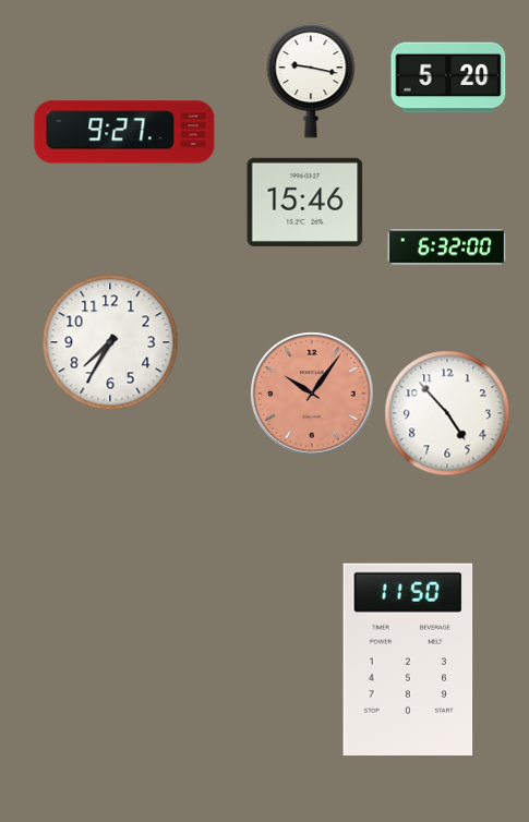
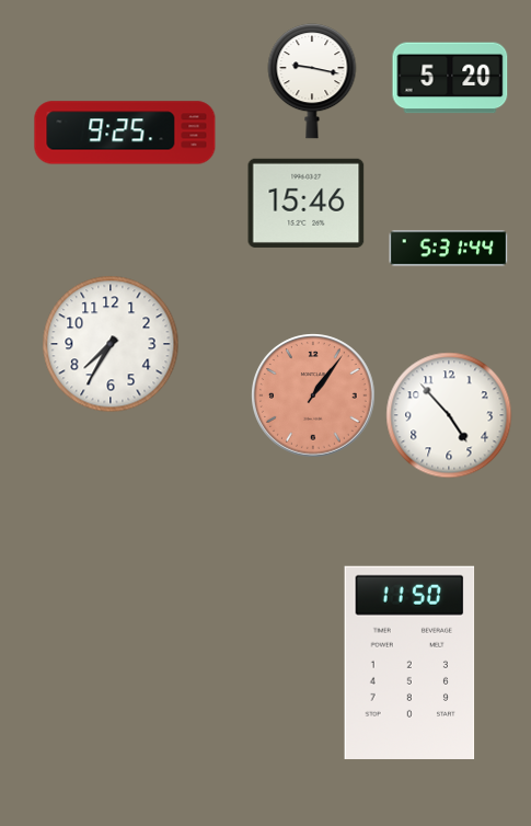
clock at (124, 132): 9:27 -> 9:25
clock at (447, 247): 6:32 -> 5:31
clock at (313, 395): 10:06 -> 1:06
